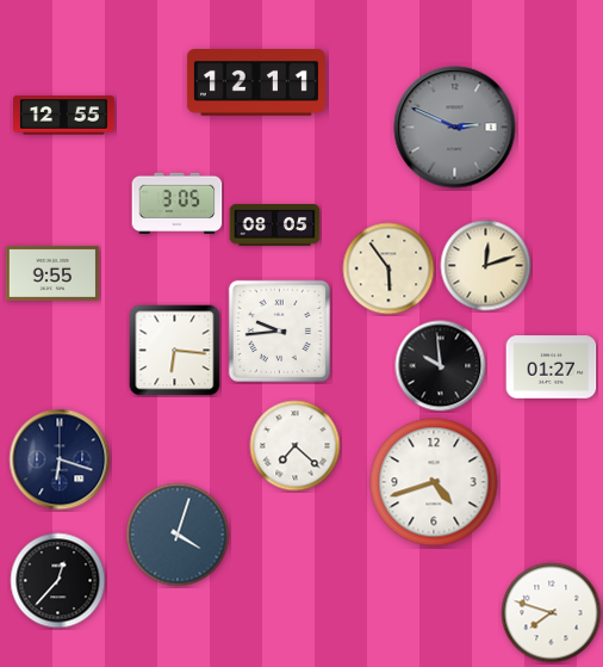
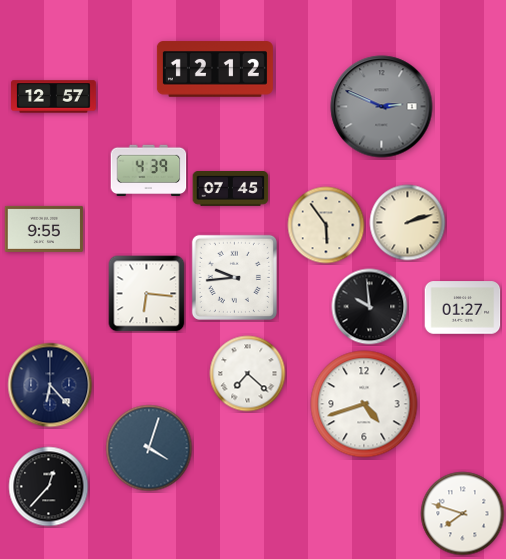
clock at (256, 82): 12:11 -> 12:12
clock at (64, 116): 12:55 -> 12:57
clock at (178, 203): 3:05 -> 4:39
clock at (275, 226): 08:05 -> 07:45
clock at (486, 266): 12:12 -> 2:12
clock at (60, 459): 6:18 -> 6:23
